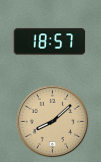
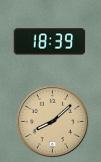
clock at (50, 42): 18:57 -> 18:39
